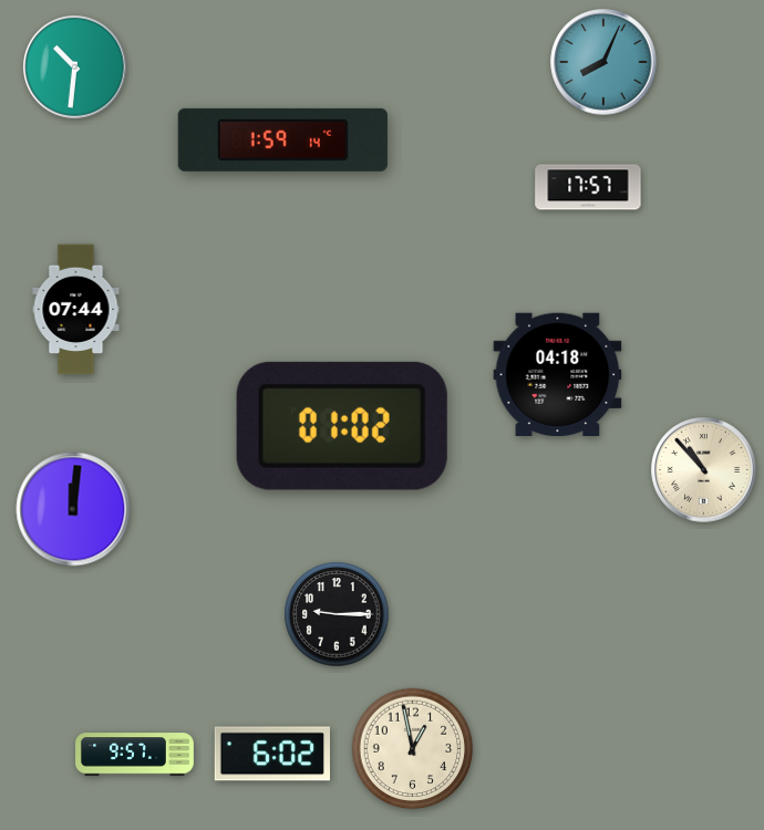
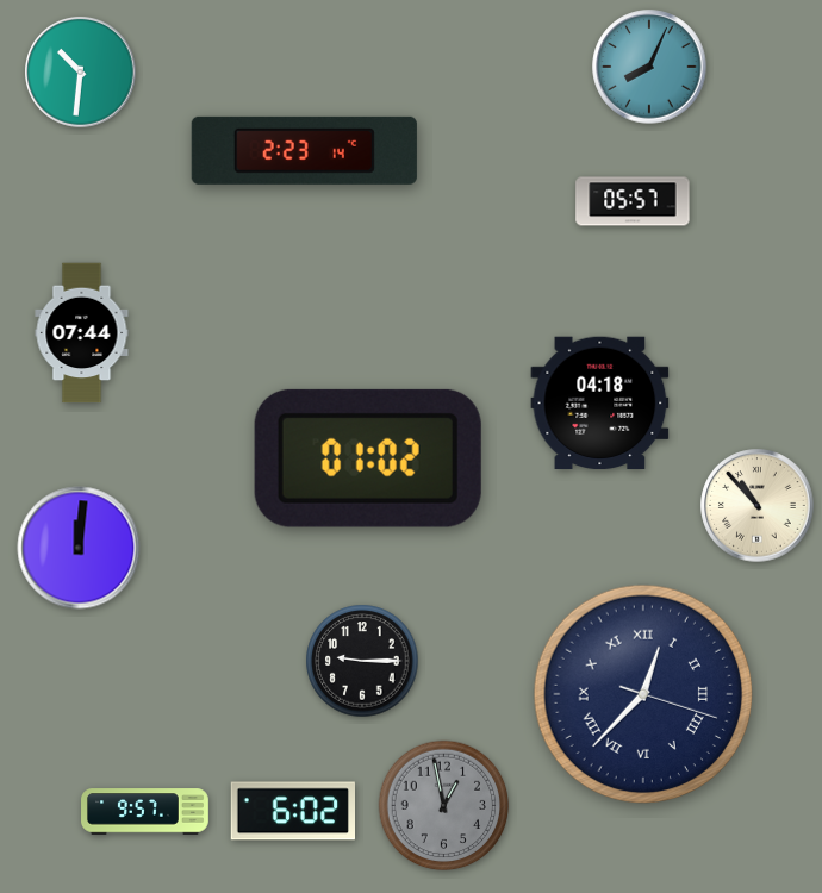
clock at (282, 139): 1:59 -> 2:23
clock at (588, 187): 17:57 -> 05:57
clock at (643, 694): none -> 12:37
clock at (413, 749) dial: cream -> grey
